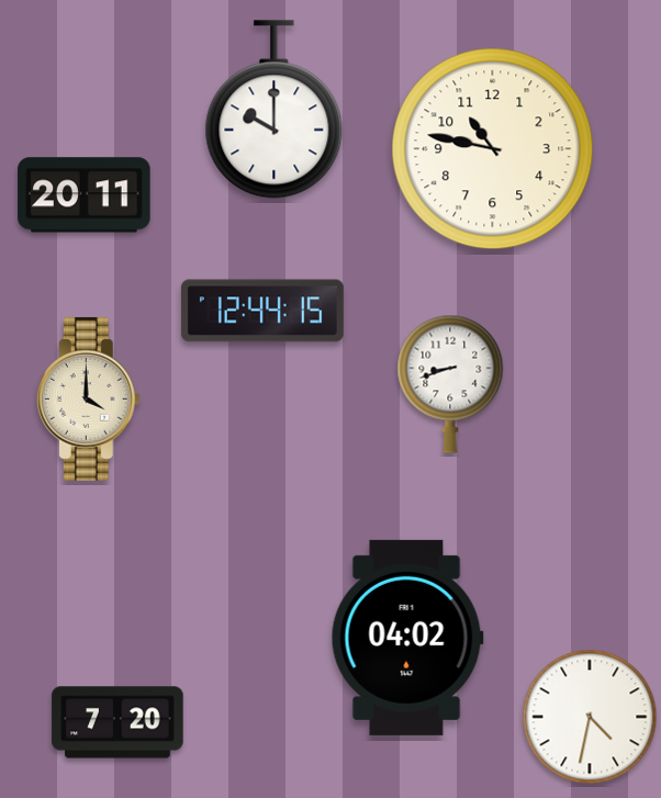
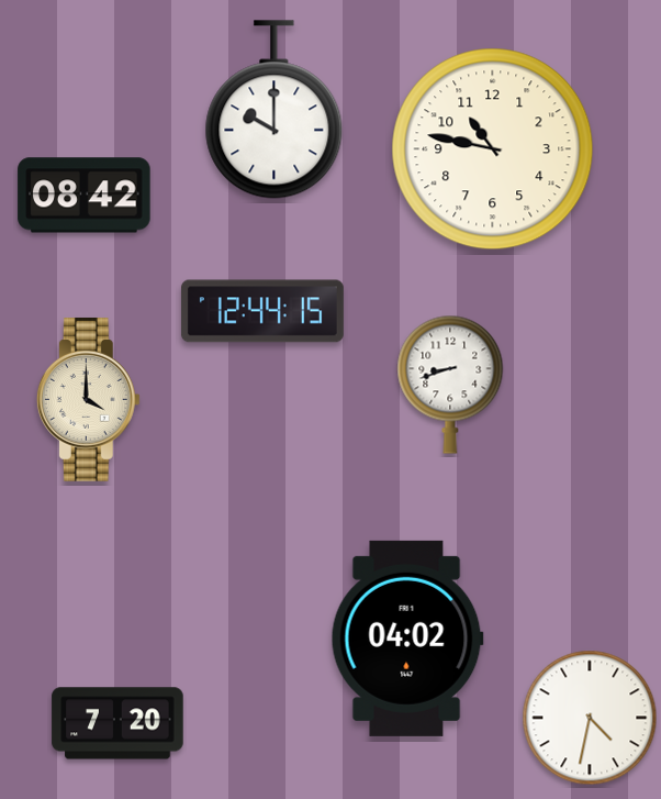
clock at (85, 195): 20:11 -> 08:42
